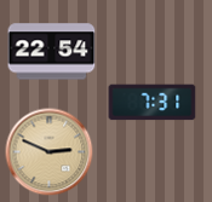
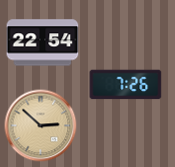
clock at (153, 103): 7:31 -> 7:26
clock at (50, 152): 2:49 -> 2:52
